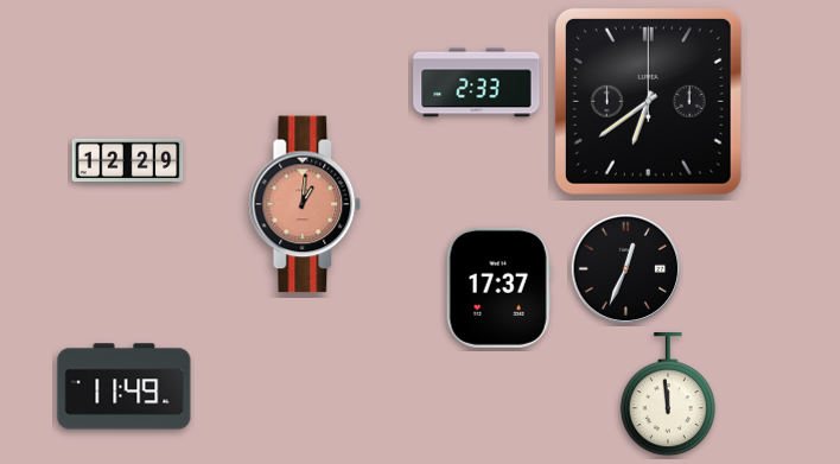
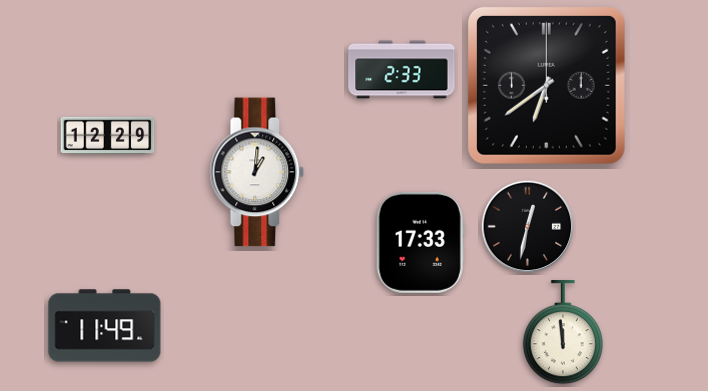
clock at (305, 204) dial: salmon -> white
clock at (626, 269): 12:34 -> 12:32
clock at (498, 287): 17:37 -> 17:33
